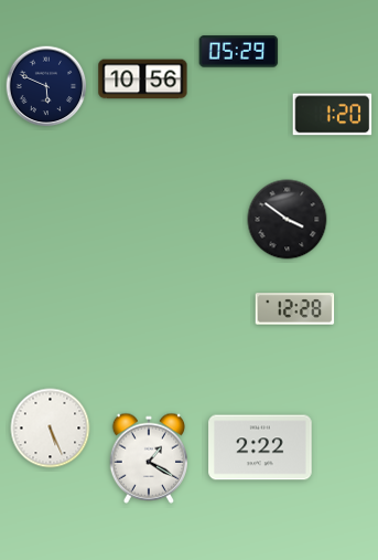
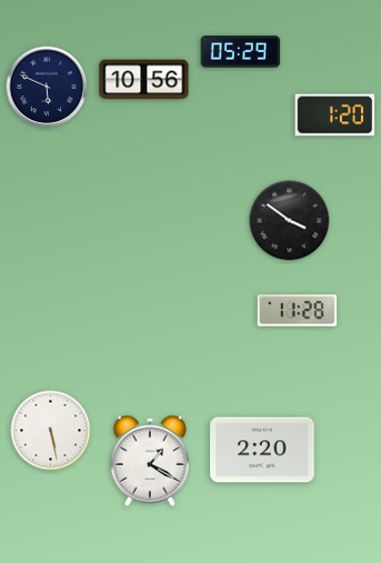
clock at (295, 309): 12:28 -> 11:28
clock at (51, 429): 5:26 -> 5:28
clock at (260, 447): 2:22 -> 2:20
